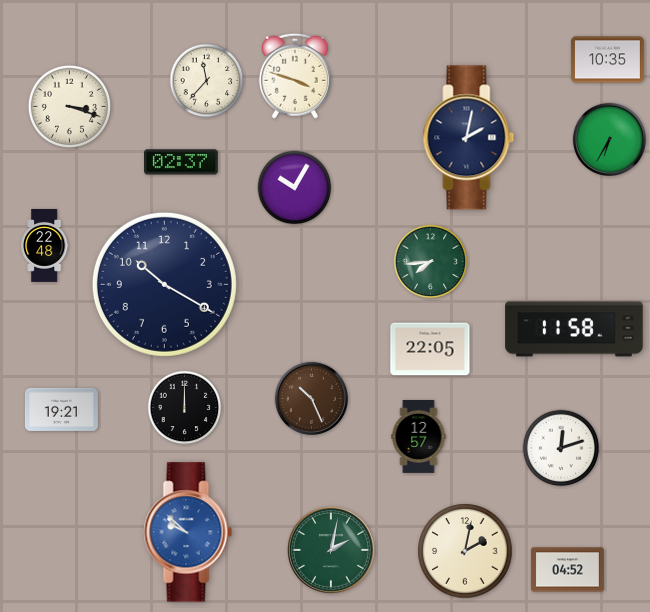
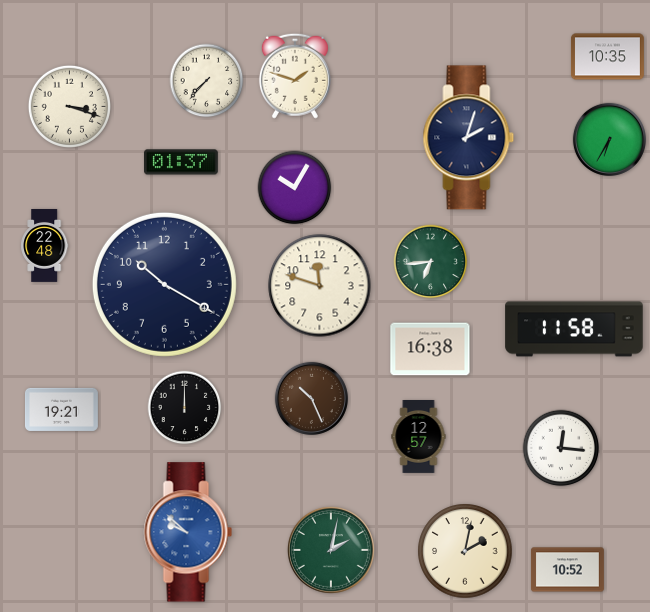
clock at (607, 60) position: (607, 60) -> (607, 57)
clock at (295, 76): 3:48 -> 1:48
clock at (207, 81): 11:37 -> 7:37
clock at (469, 138): 2:02 -> 2:03
clock at (182, 162): 02:37 -> 01:37
clock at (431, 262): 7:44 -> 6:44
clock at (320, 286): none -> 11:48
clock at (430, 349): 22:05 -> 16:38
clock at (561, 448): 12:12 -> 12:16
clock at (567, 570): 04:52 -> 10:52
